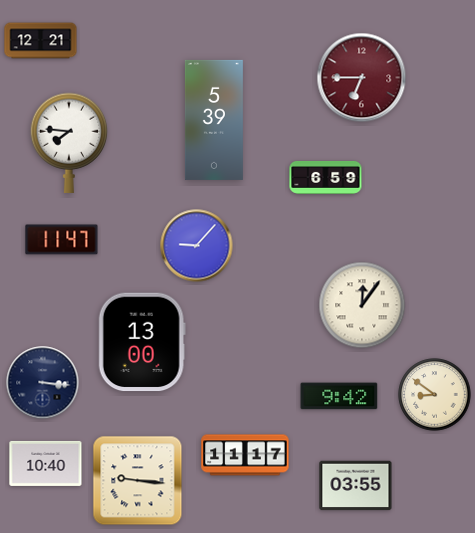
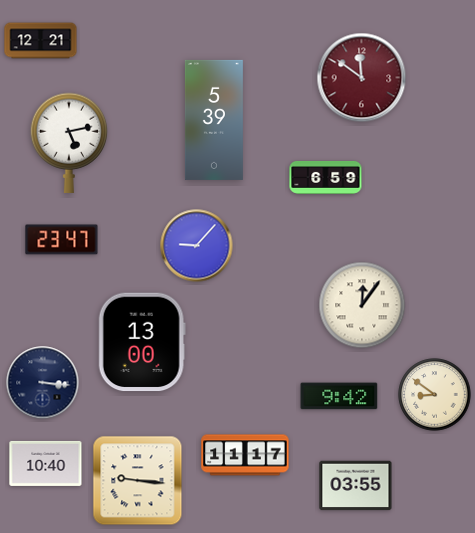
clock at (362, 78): 6:45 -> 11:51
clock at (69, 143): 7:46 -> 5:13
clock at (62, 240): 11:47 -> 23:47
